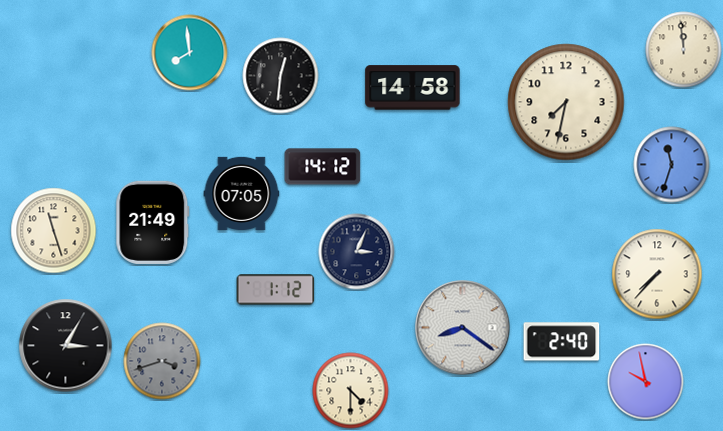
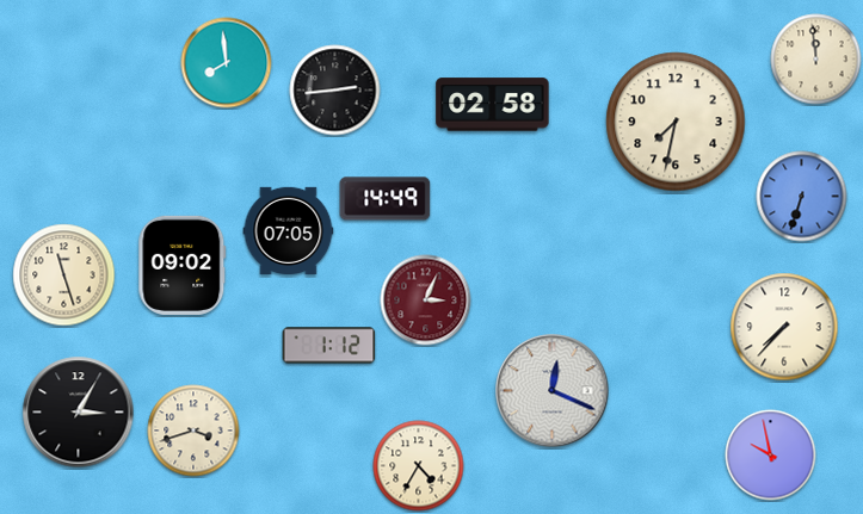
clock at (281, 76): 12:31 -> 2:44
clock at (413, 88): 14:58 -> 02:58
clock at (672, 165): 11:33 -> 6:33
clock at (323, 167): 14:12 -> 14:49
clock at (153, 222): 21:49 -> 09:02
clock at (357, 252) dial: navy -> burgundy
clock at (463, 328): 8:21 -> 12:19
clock at (562, 342): 2:40 -> none
clock at (162, 361) dial: grey -> cream
clock at (351, 391): 4:30 -> 4:35
